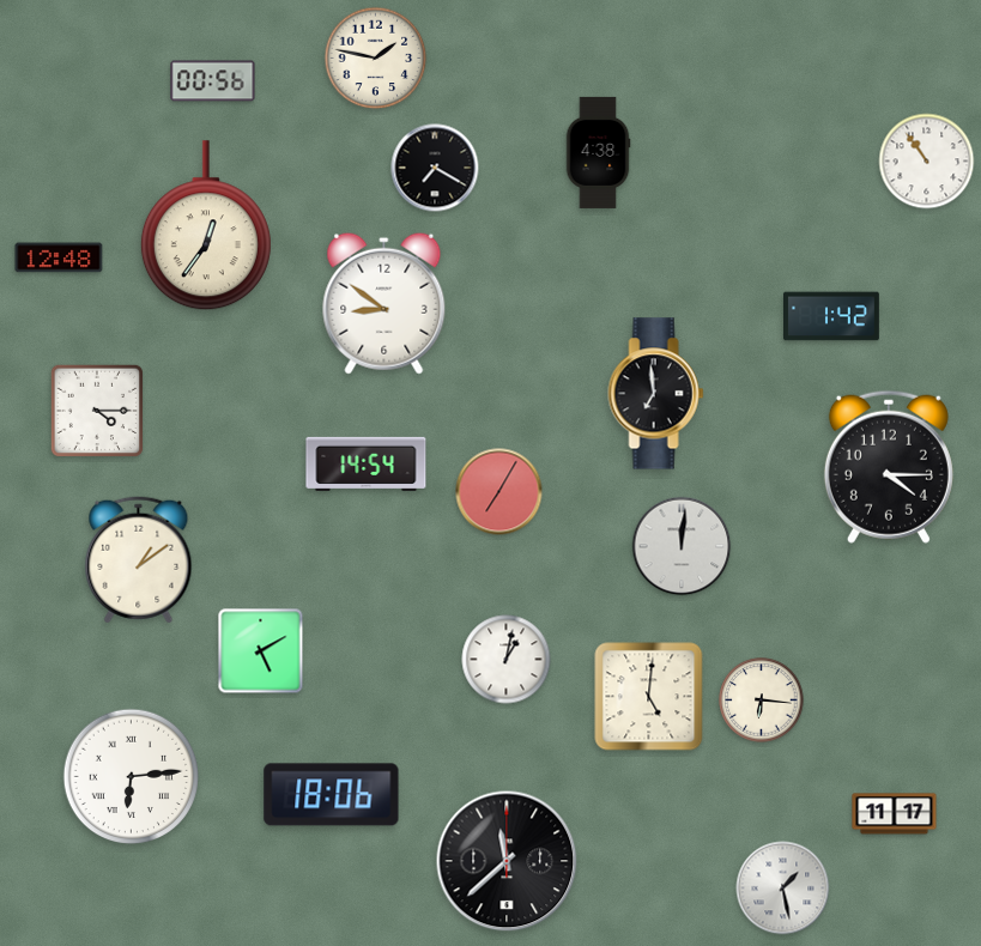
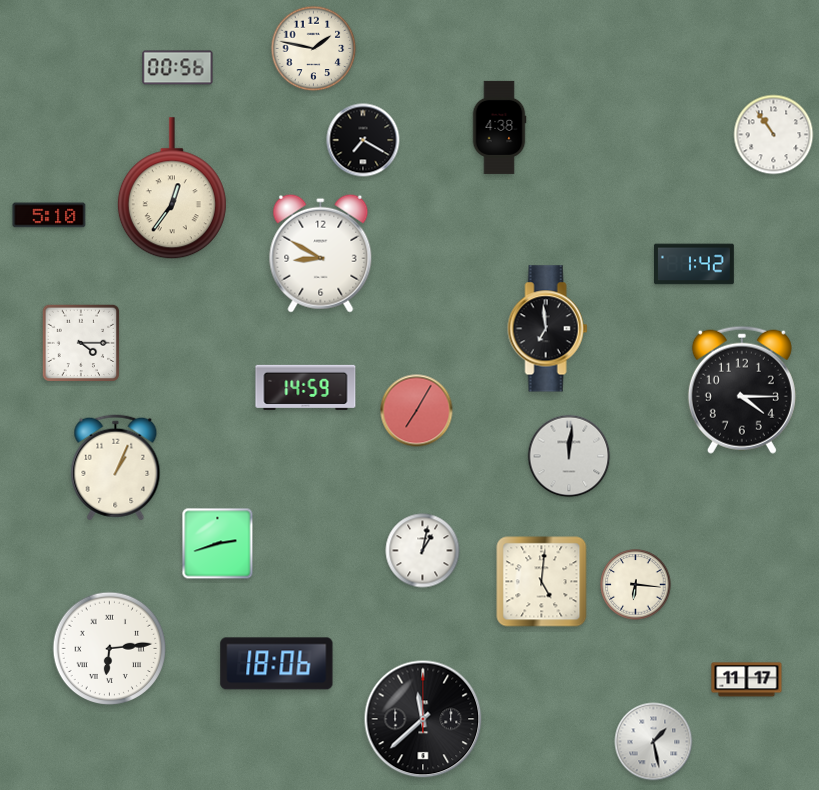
clock at (59, 257): 12:48 -> 5:10
clock at (384, 303): 8:51 -> 8:50
clock at (367, 463): 14:54 -> 14:59
clock at (139, 560): 1:09 -> 1:04
clock at (261, 651): 5:10 -> 2:42
